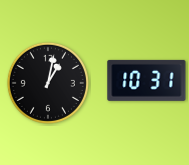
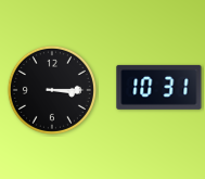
clock at (48, 83): 1:02 -> 3:15
